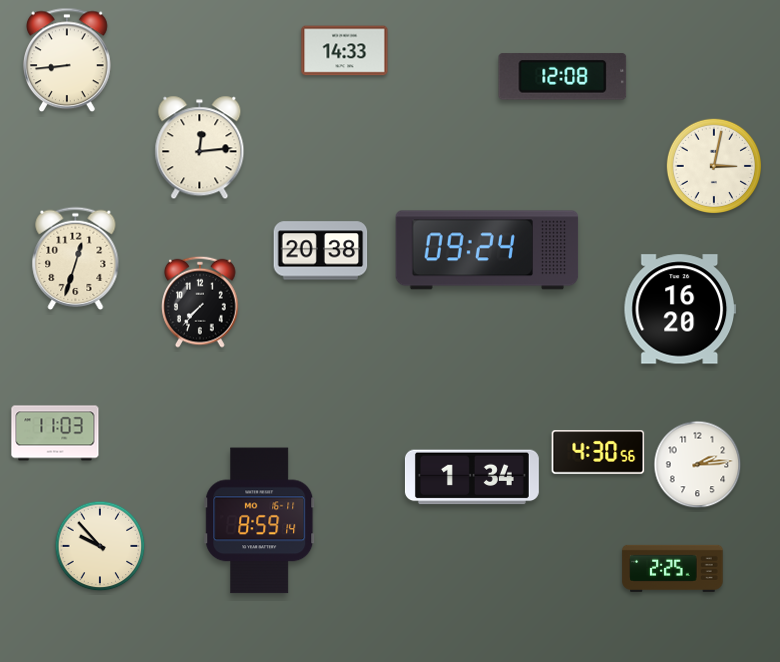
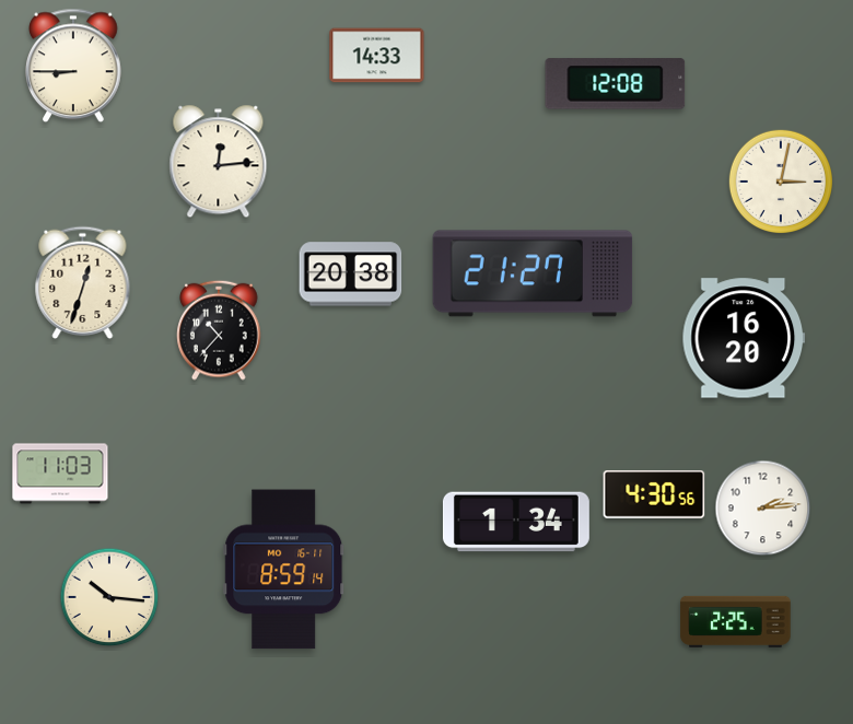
clock at (68, 60): 8:44 -> 8:45
clock at (487, 250): 09:24 -> 21:27
clock at (200, 302): 7:37 -> 10:37
clock at (100, 546): 9:53 -> 10:16
